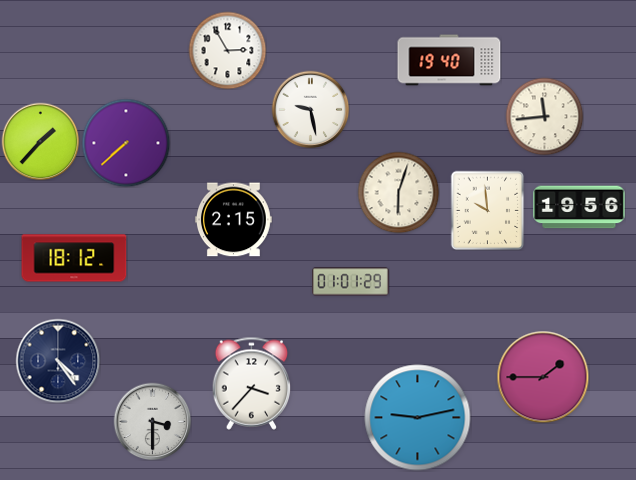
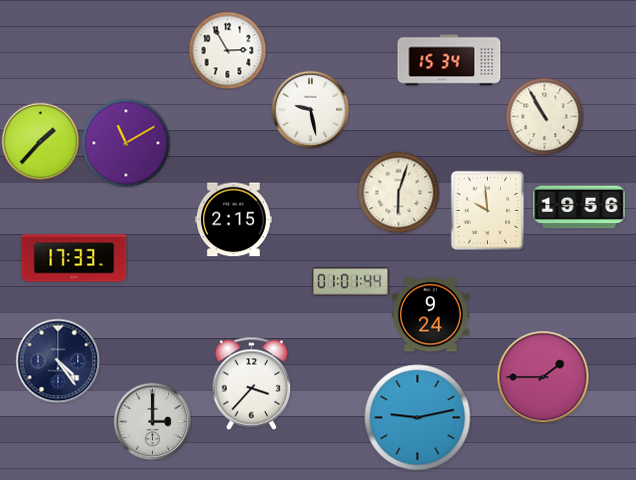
clock at (449, 60): 19:40 -> 15:34
clock at (544, 116): 11:44 -> 10:55
clock at (126, 143): 7:38 -> 11:10
clock at (74, 258): 18:12 -> 17:33
clock at (351, 282): 01:01:29 -> 01:01:44
clock at (430, 315): none -> 9:24
clock at (152, 421): 3:30 -> 3:00
